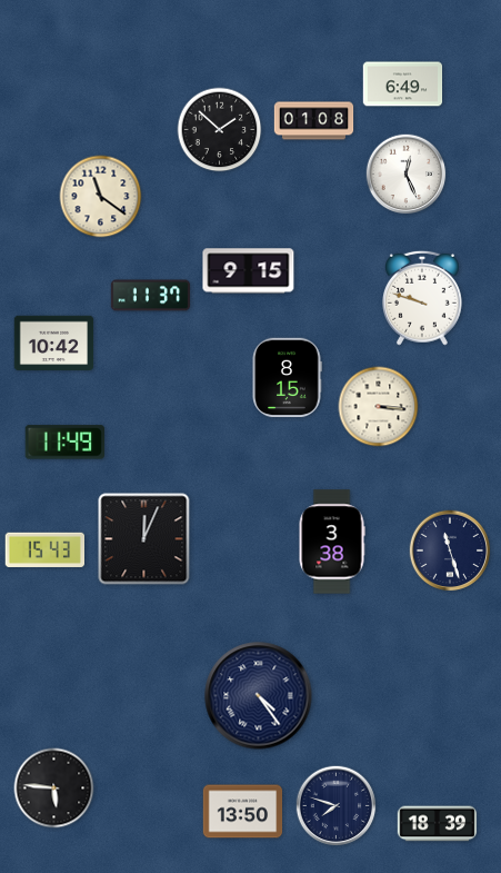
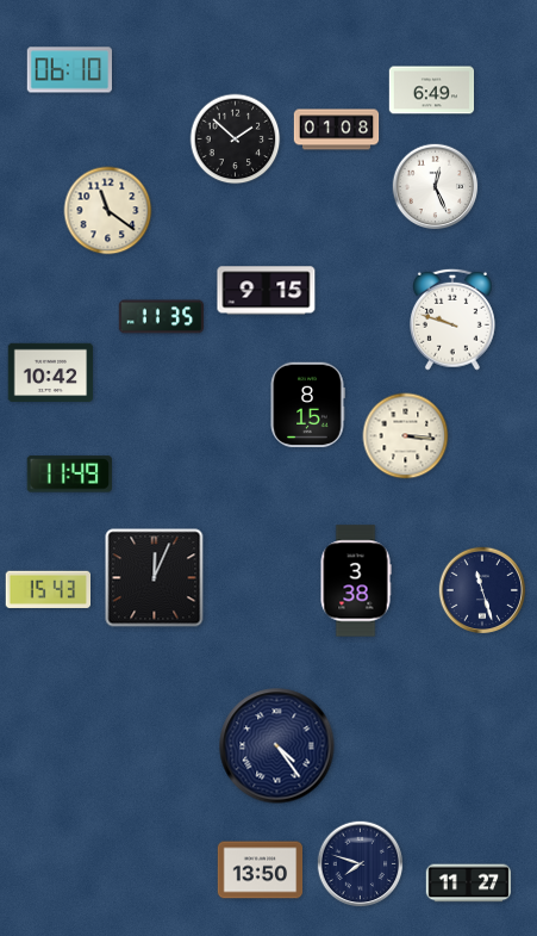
clock at (70, 70): none -> 06:10
clock at (151, 296): 11:37 -> 11:35
clock at (54, 344) position: (54, 344) -> (51, 373)
clock at (54, 788): 5:46 -> none
clock at (438, 824): 18:39 -> 11:27
